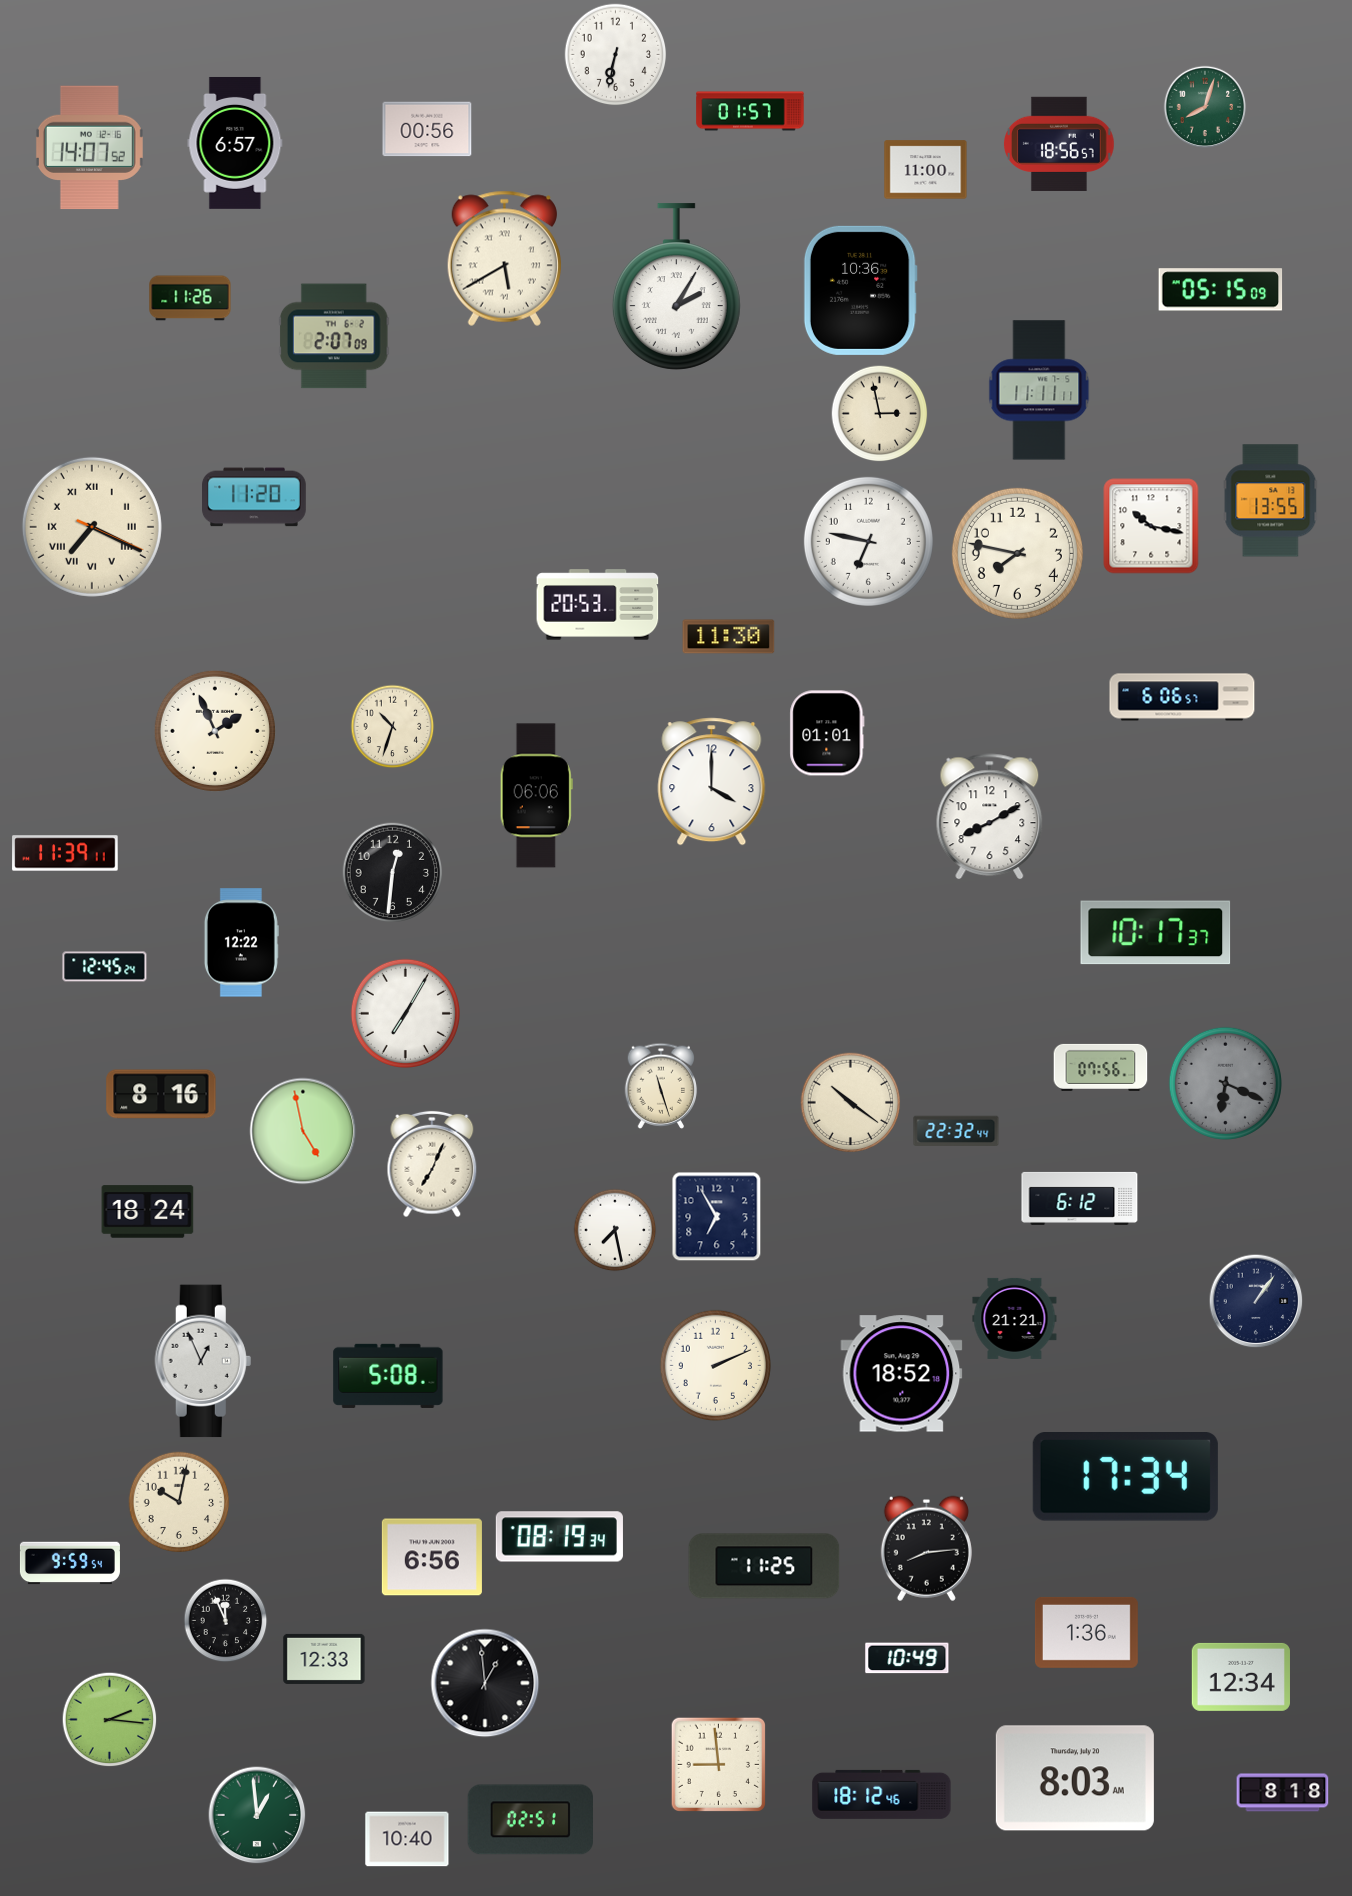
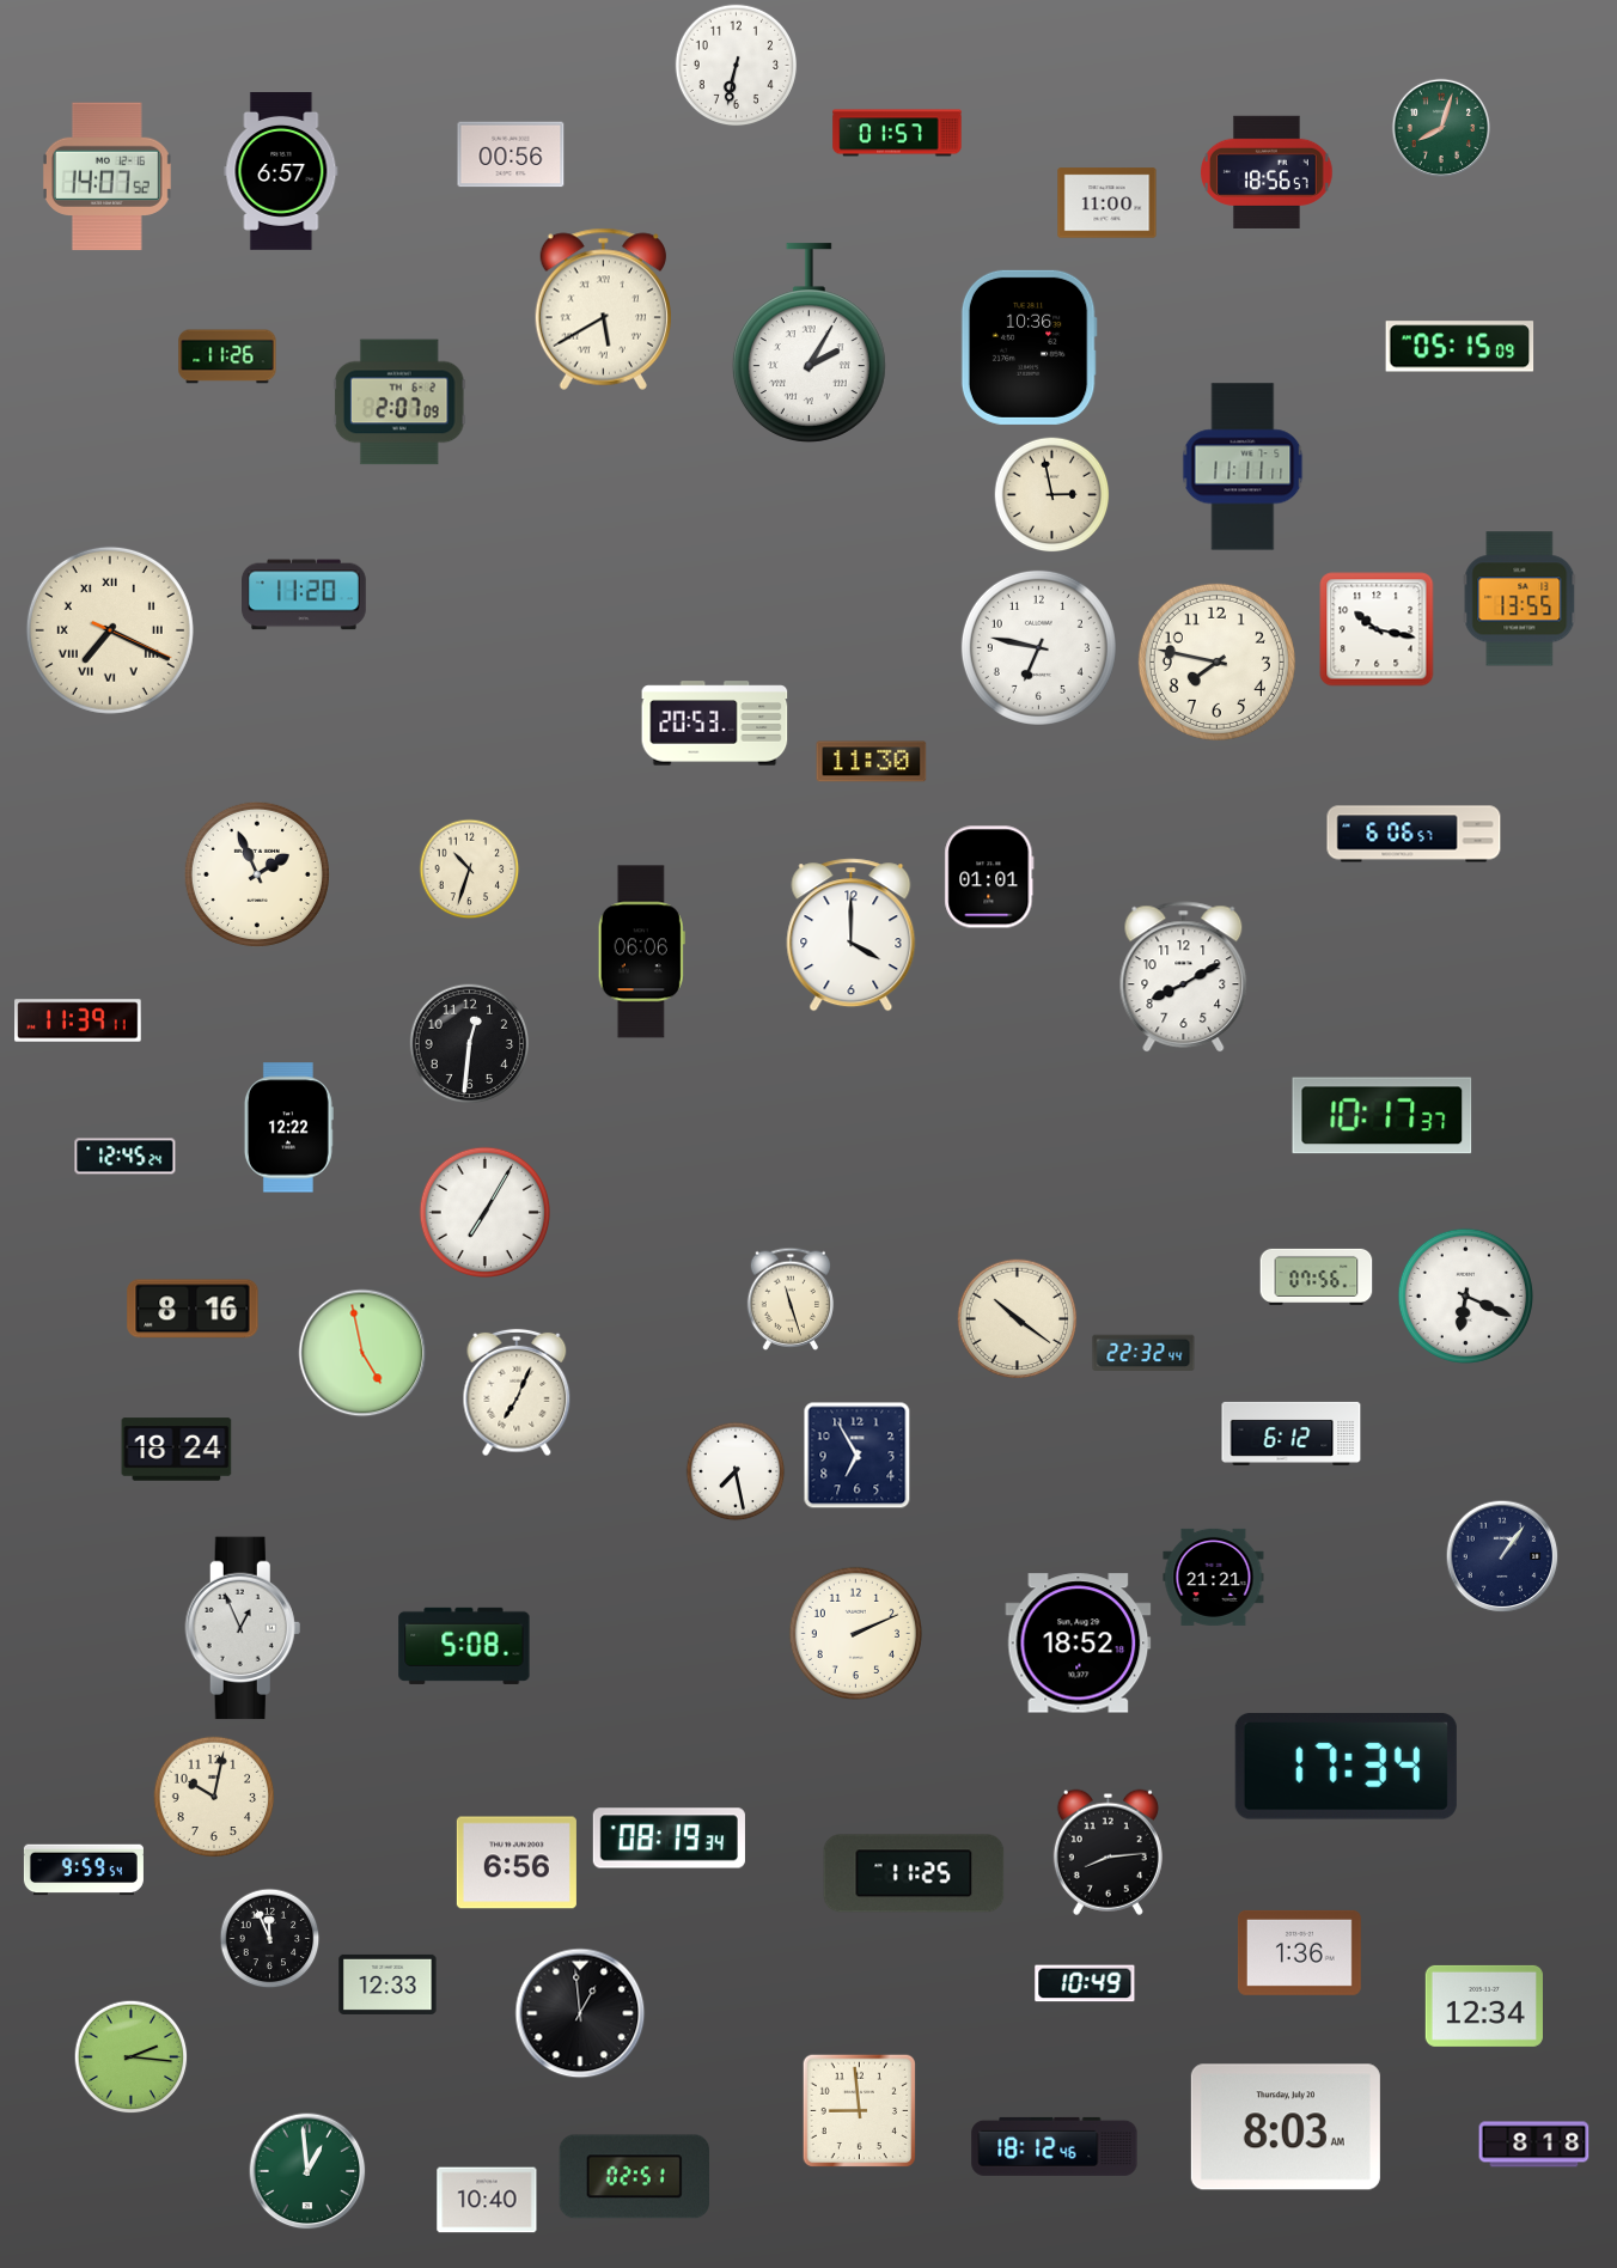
clock at (1225, 1083) dial: grey -> white
